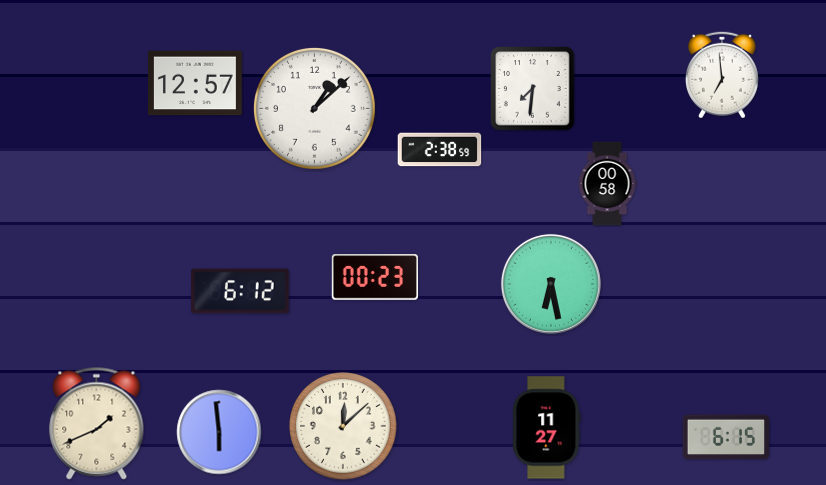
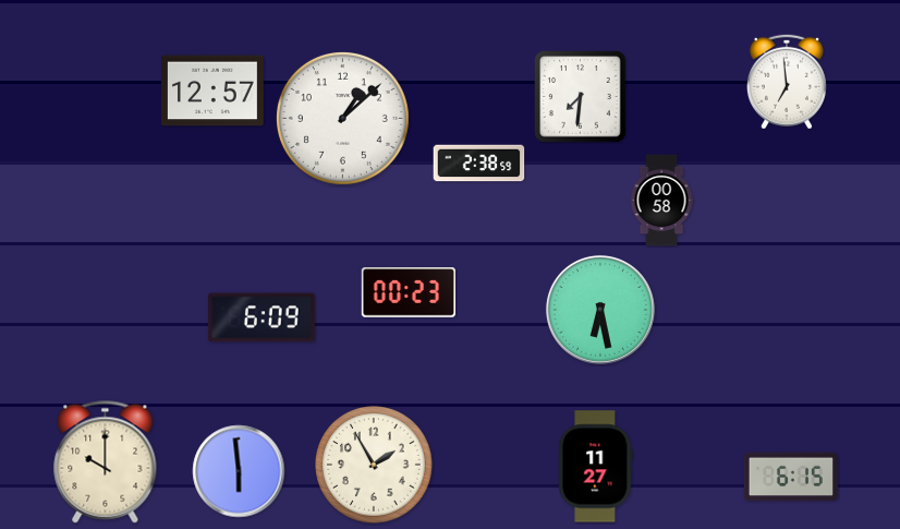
clock at (374, 277) position: (374, 277) -> (408, 292)
clock at (240, 291): 6:12 -> 6:09
clock at (97, 424): 1:41 -> 10:00
clock at (343, 426): 12:08 -> 1:55
